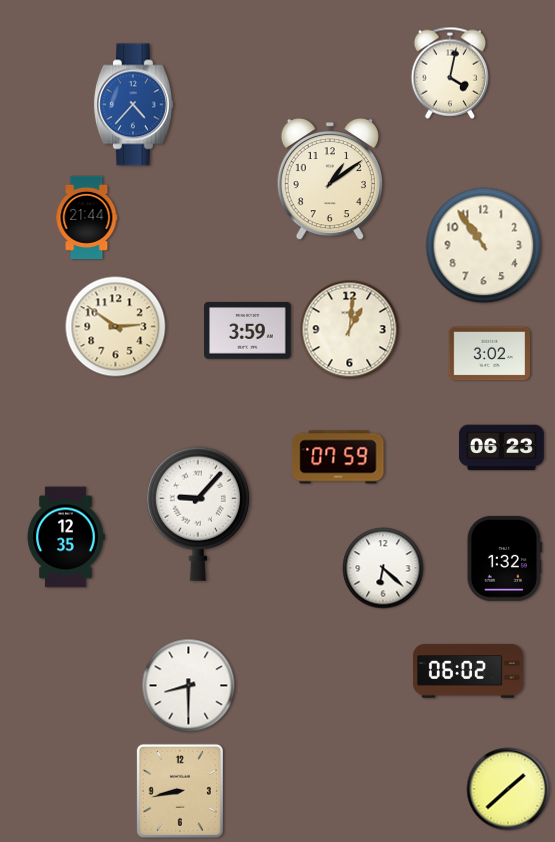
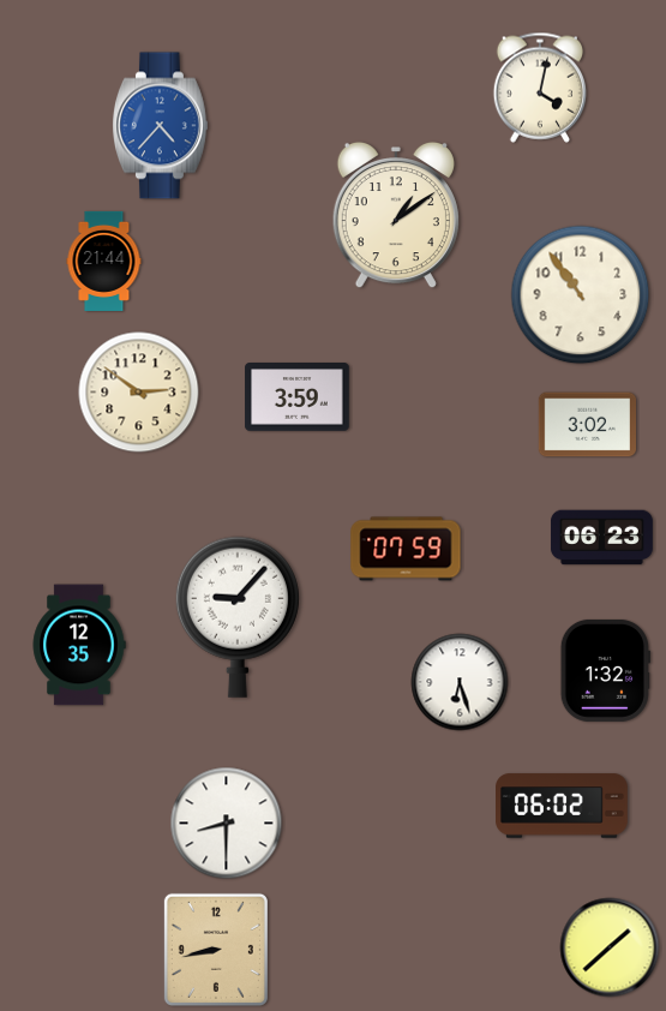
clock at (350, 330): 1:01 -> none
clock at (383, 568): 6:22 -> 6:27
